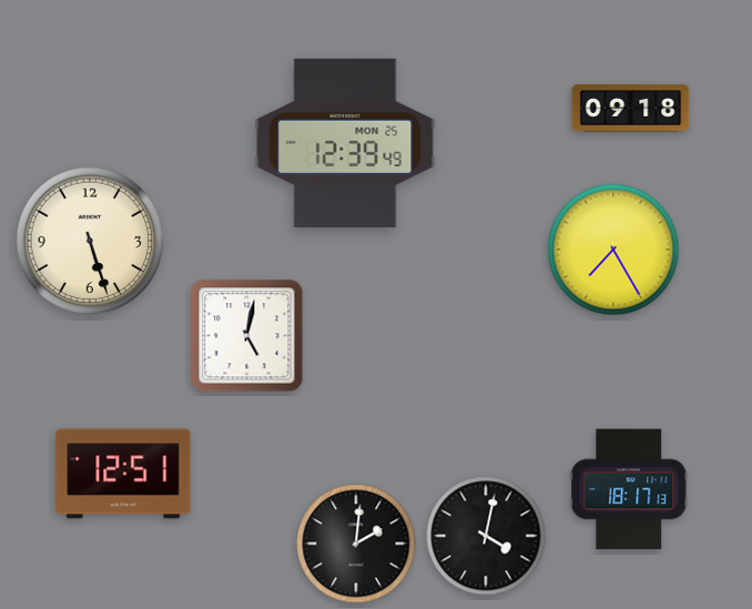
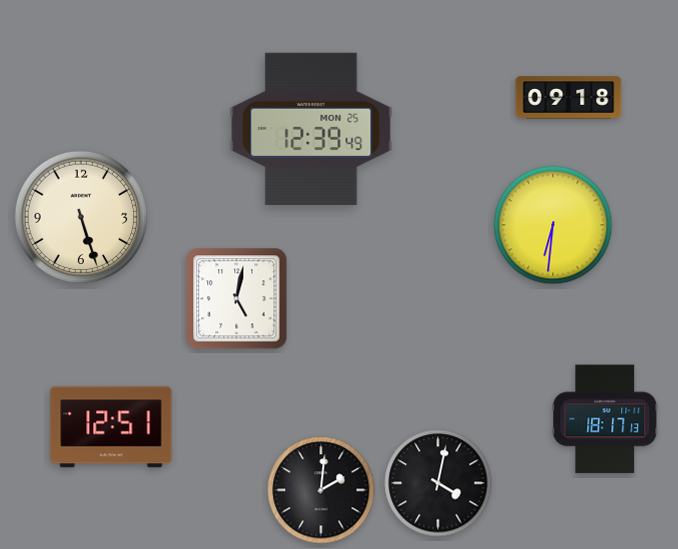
clock at (613, 250): 7:25 -> 6:31
clock at (247, 336) position: (247, 336) -> (237, 299)
clock at (629, 489) position: (629, 489) -> (605, 419)
